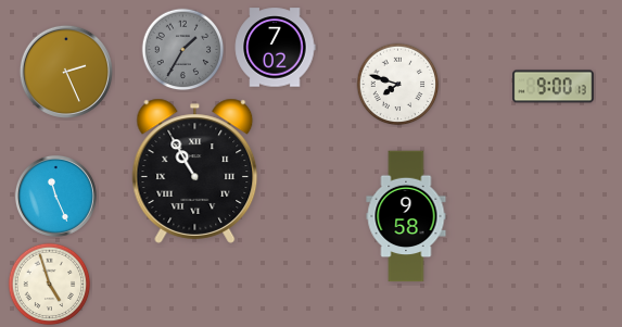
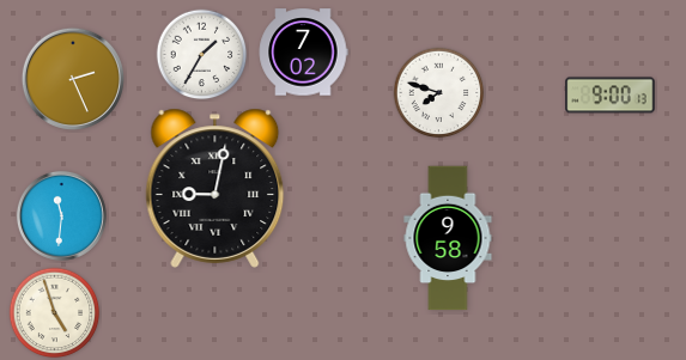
clock at (183, 50) dial: grey -> white
clock at (195, 171): 10:55 -> 9:02
clock at (55, 196): 11:26 -> 11:31
